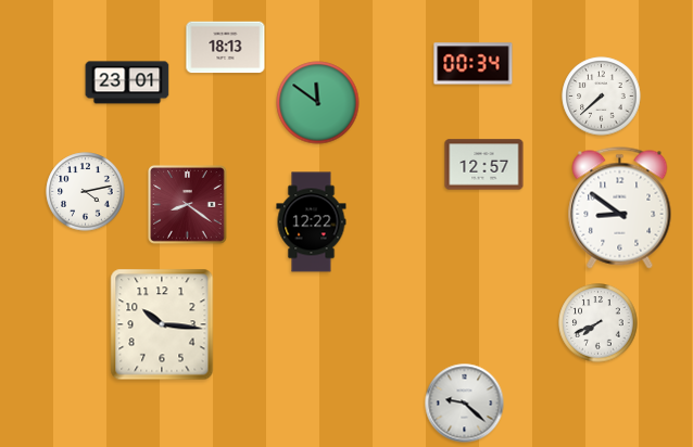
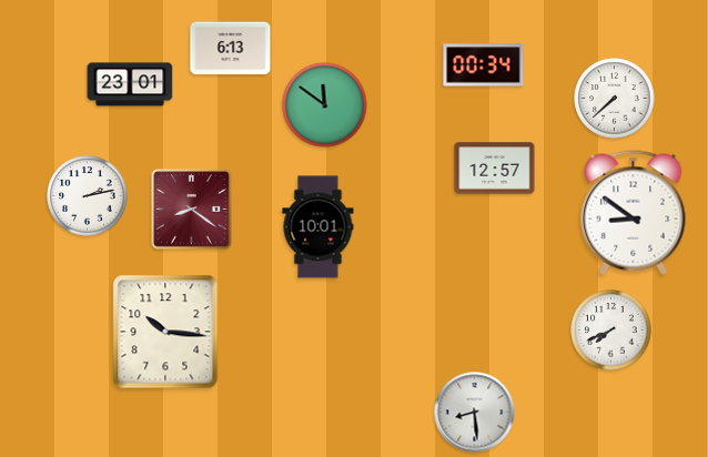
clock at (226, 48): 18:13 -> 6:13
clock at (86, 192): 4:13 -> 2:13
clock at (312, 222): 12:22 -> 10:01
clock at (465, 404): 9:22 -> 8:29
